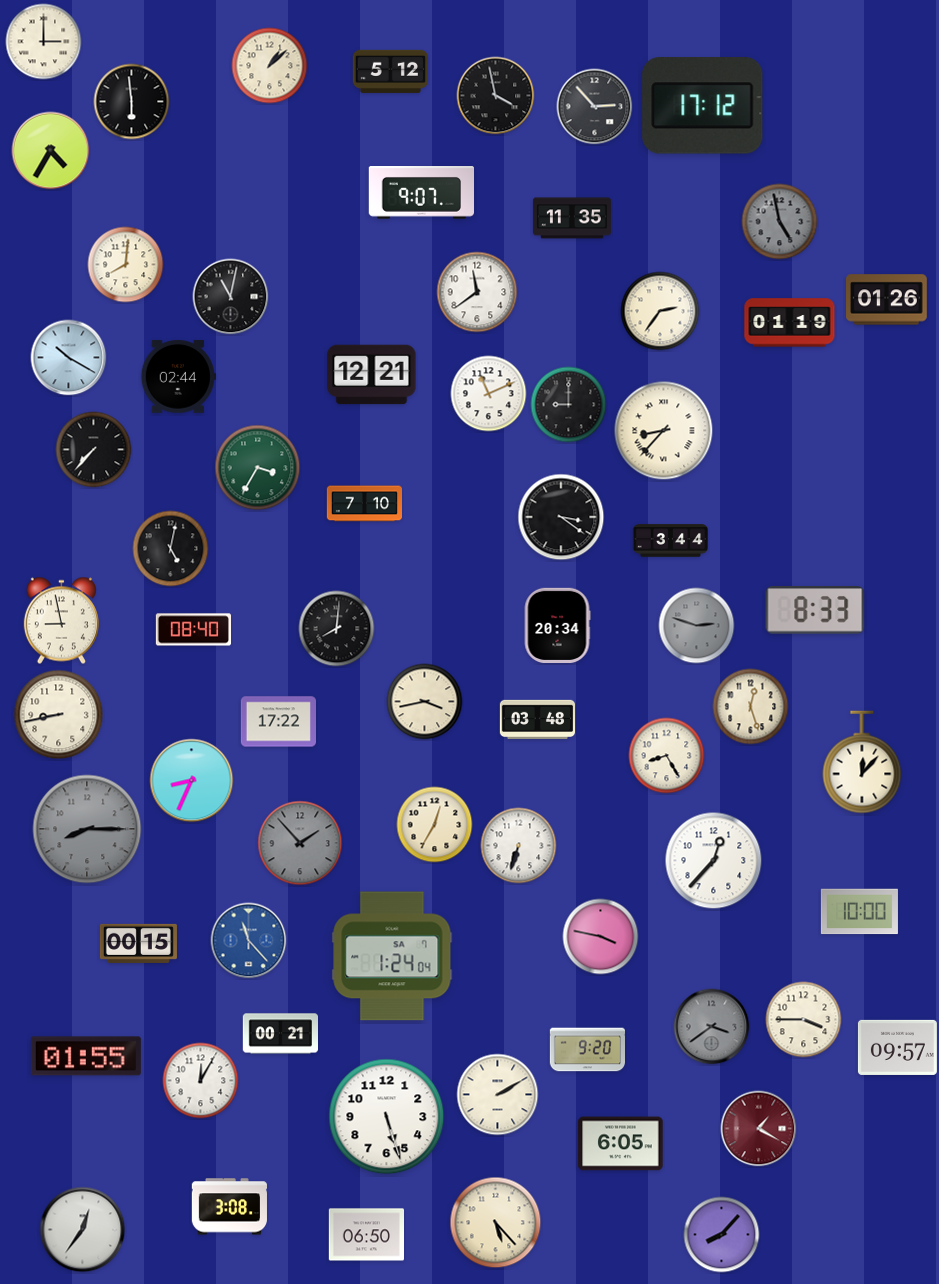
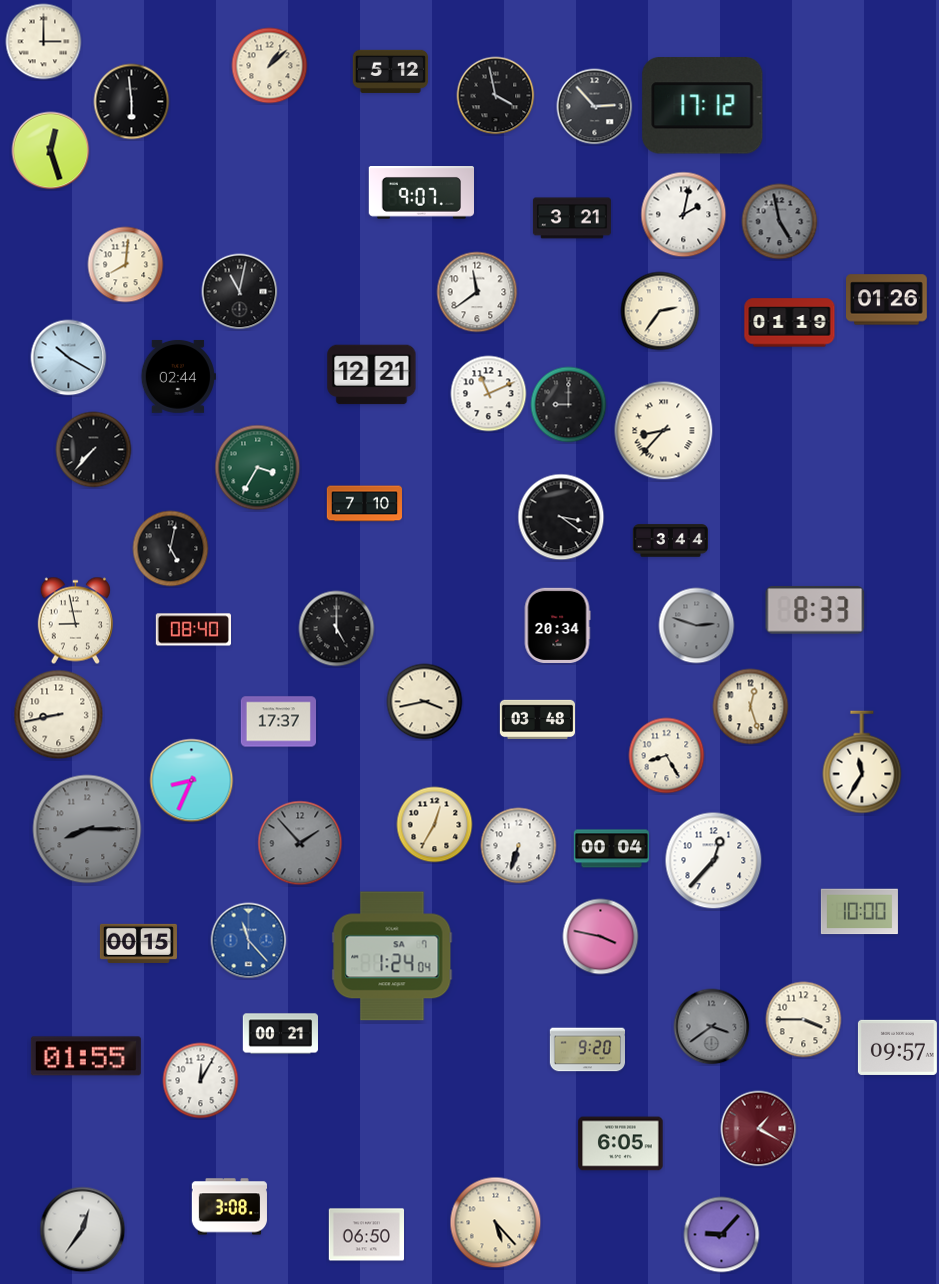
clock at (51, 151): 4:35 -> 12:27
clock at (684, 215): none -> 2:02
clock at (572, 218): 11:35 -> 3:21
clock at (231, 297) position: (231, 297) -> (240, 292)
clock at (61, 621) position: (61, 621) -> (75, 621)
clock at (337, 629): 8:01 -> 5:00
clock at (278, 722): 17:22 -> 17:37
clock at (862, 762): 12:07 -> 11:35
clock at (611, 849): none -> 00:04
clock at (498, 1095): 2:10 -> none
clock at (387, 1117): 5:27 -> none
clock at (722, 1235): 8:07 -> 9:07
